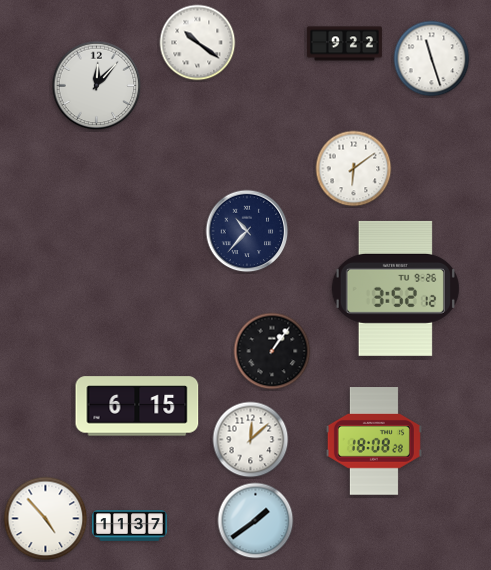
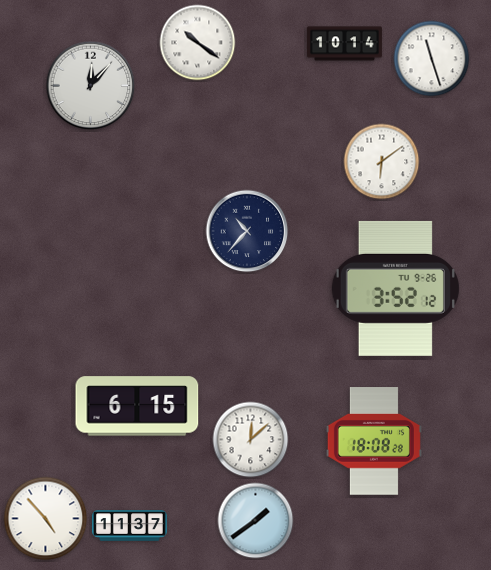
clock at (344, 44): 9:22 -> 10:14
clock at (97, 86) position: (97, 86) -> (91, 86)
clock at (354, 169) position: (354, 169) -> (382, 162)
clock at (272, 351): 1:06 -> none
